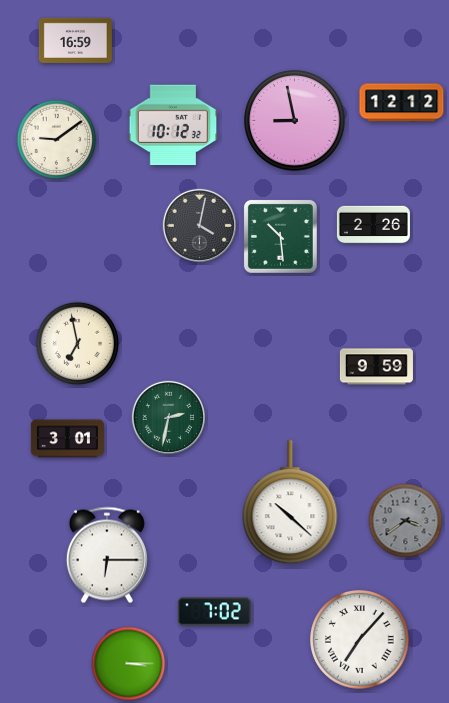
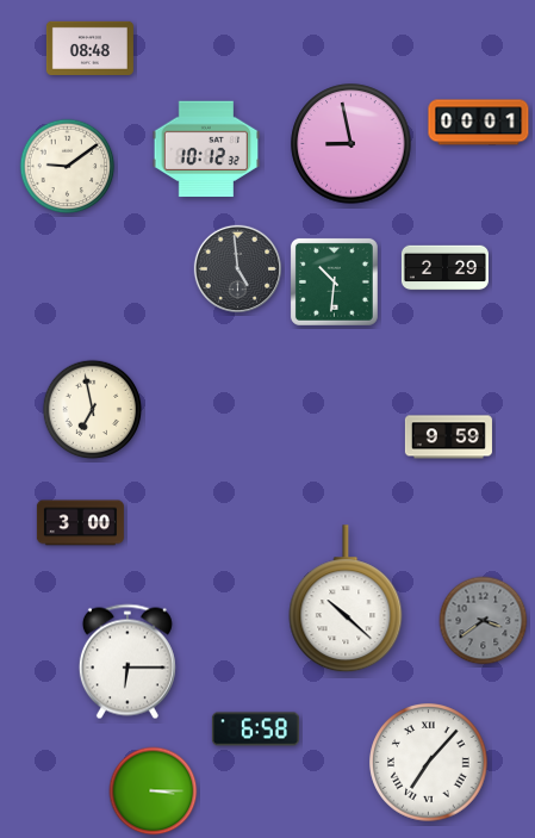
clock at (75, 40): 16:59 -> 08:48
clock at (402, 103): 12:12 -> 00:01
clock at (199, 225): 4:02 -> 4:59
clock at (373, 225): 2:26 -> 2:29
clock at (280, 236): 10:29 -> 10:31
clock at (168, 417): 2:32 -> none
clock at (67, 439): 3:01 -> 3:00
clock at (214, 612): 7:02 -> 6:58
